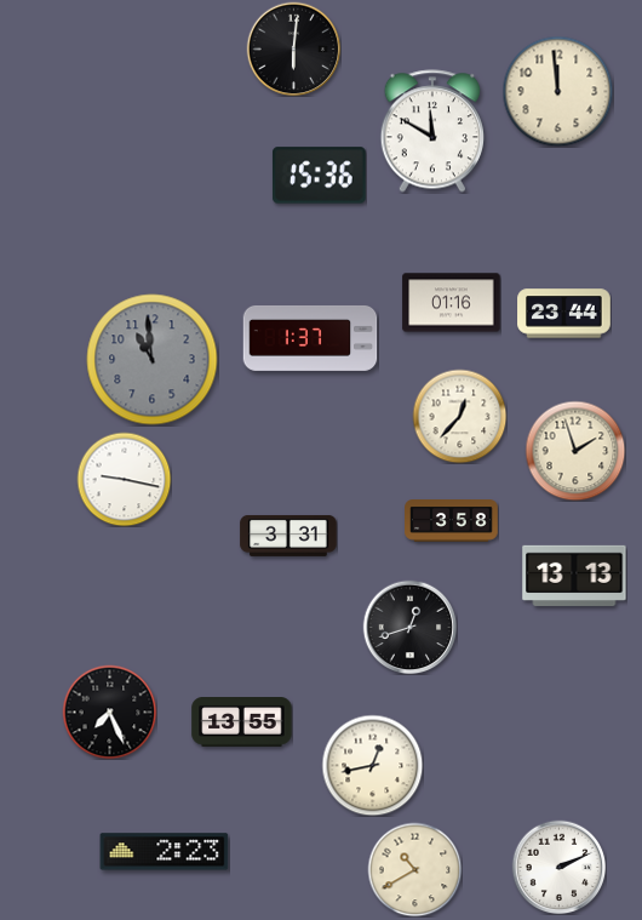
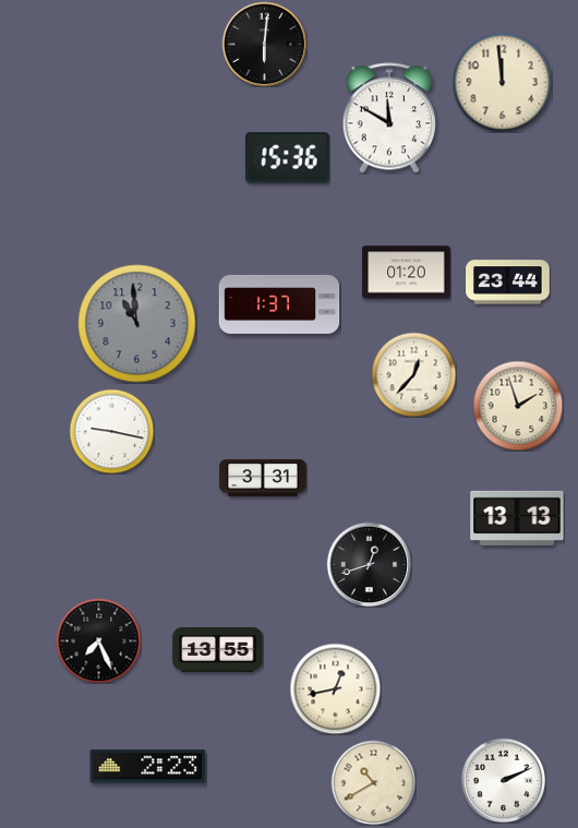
clock at (452, 303): 01:16 -> 01:20
clock at (452, 521): 3:58 -> none
clock at (288, 536) position: (288, 536) -> (263, 478)
